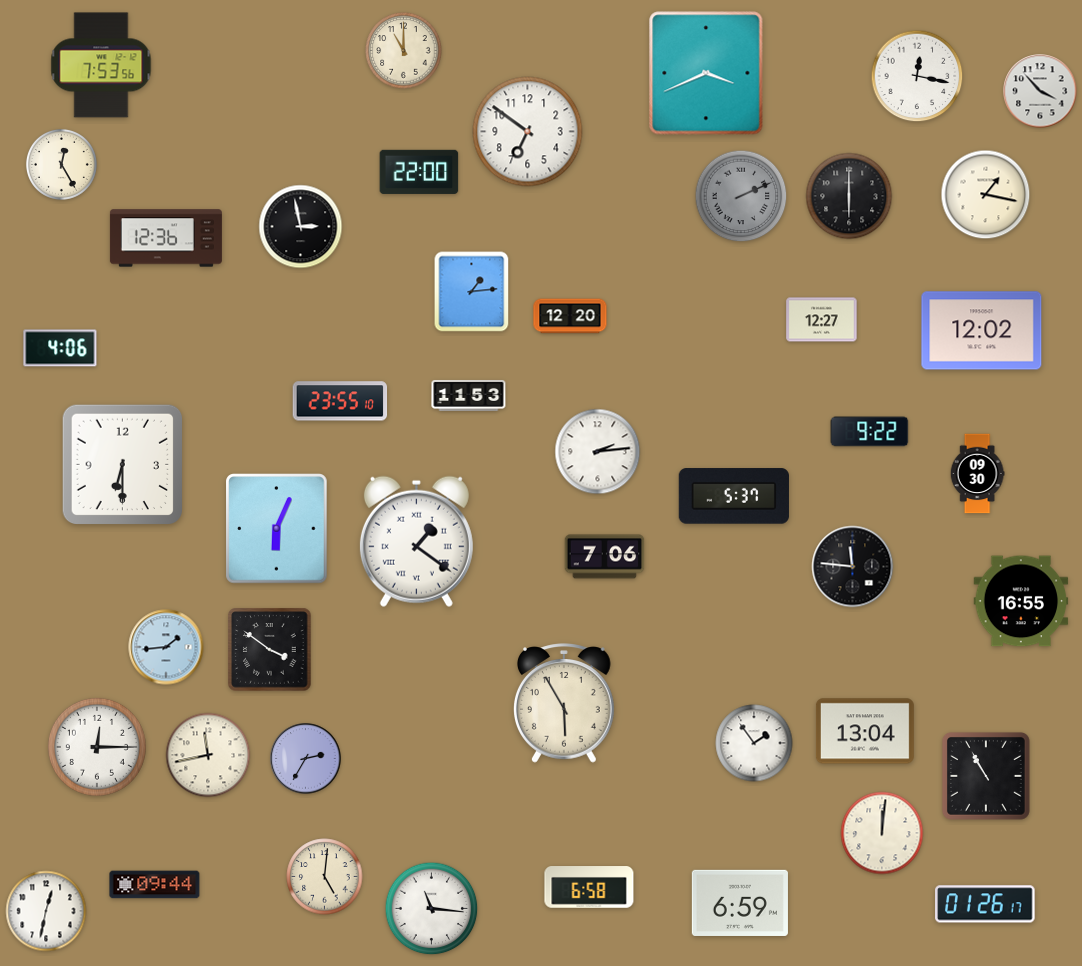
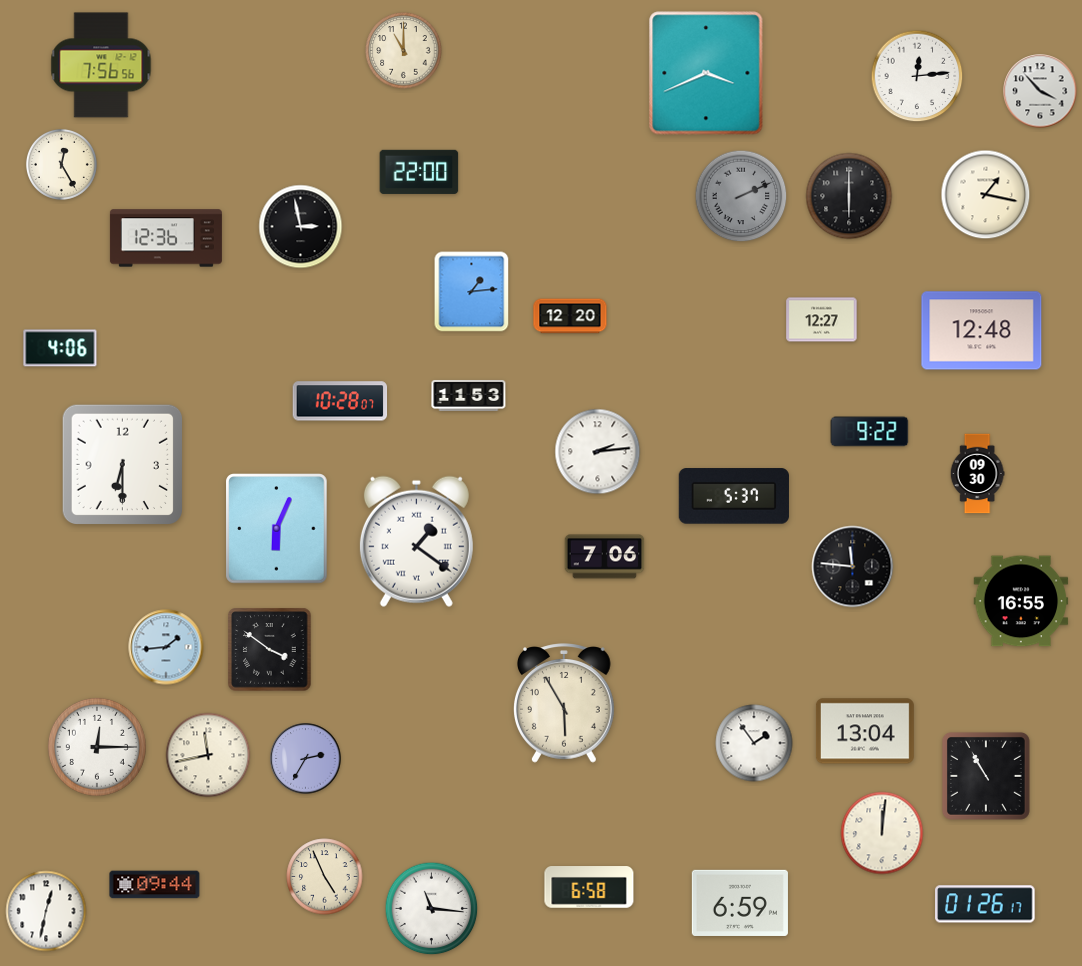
clock at (101, 65): 7:53 -> 7:56
clock at (917, 76): 12:17 -> 12:14
clock at (528, 132): 6:51 -> none
clock at (982, 331): 12:02 -> 12:48
clock at (340, 401): 23:55 -> 10:28
clock at (325, 877): 5:01 -> 4:56
